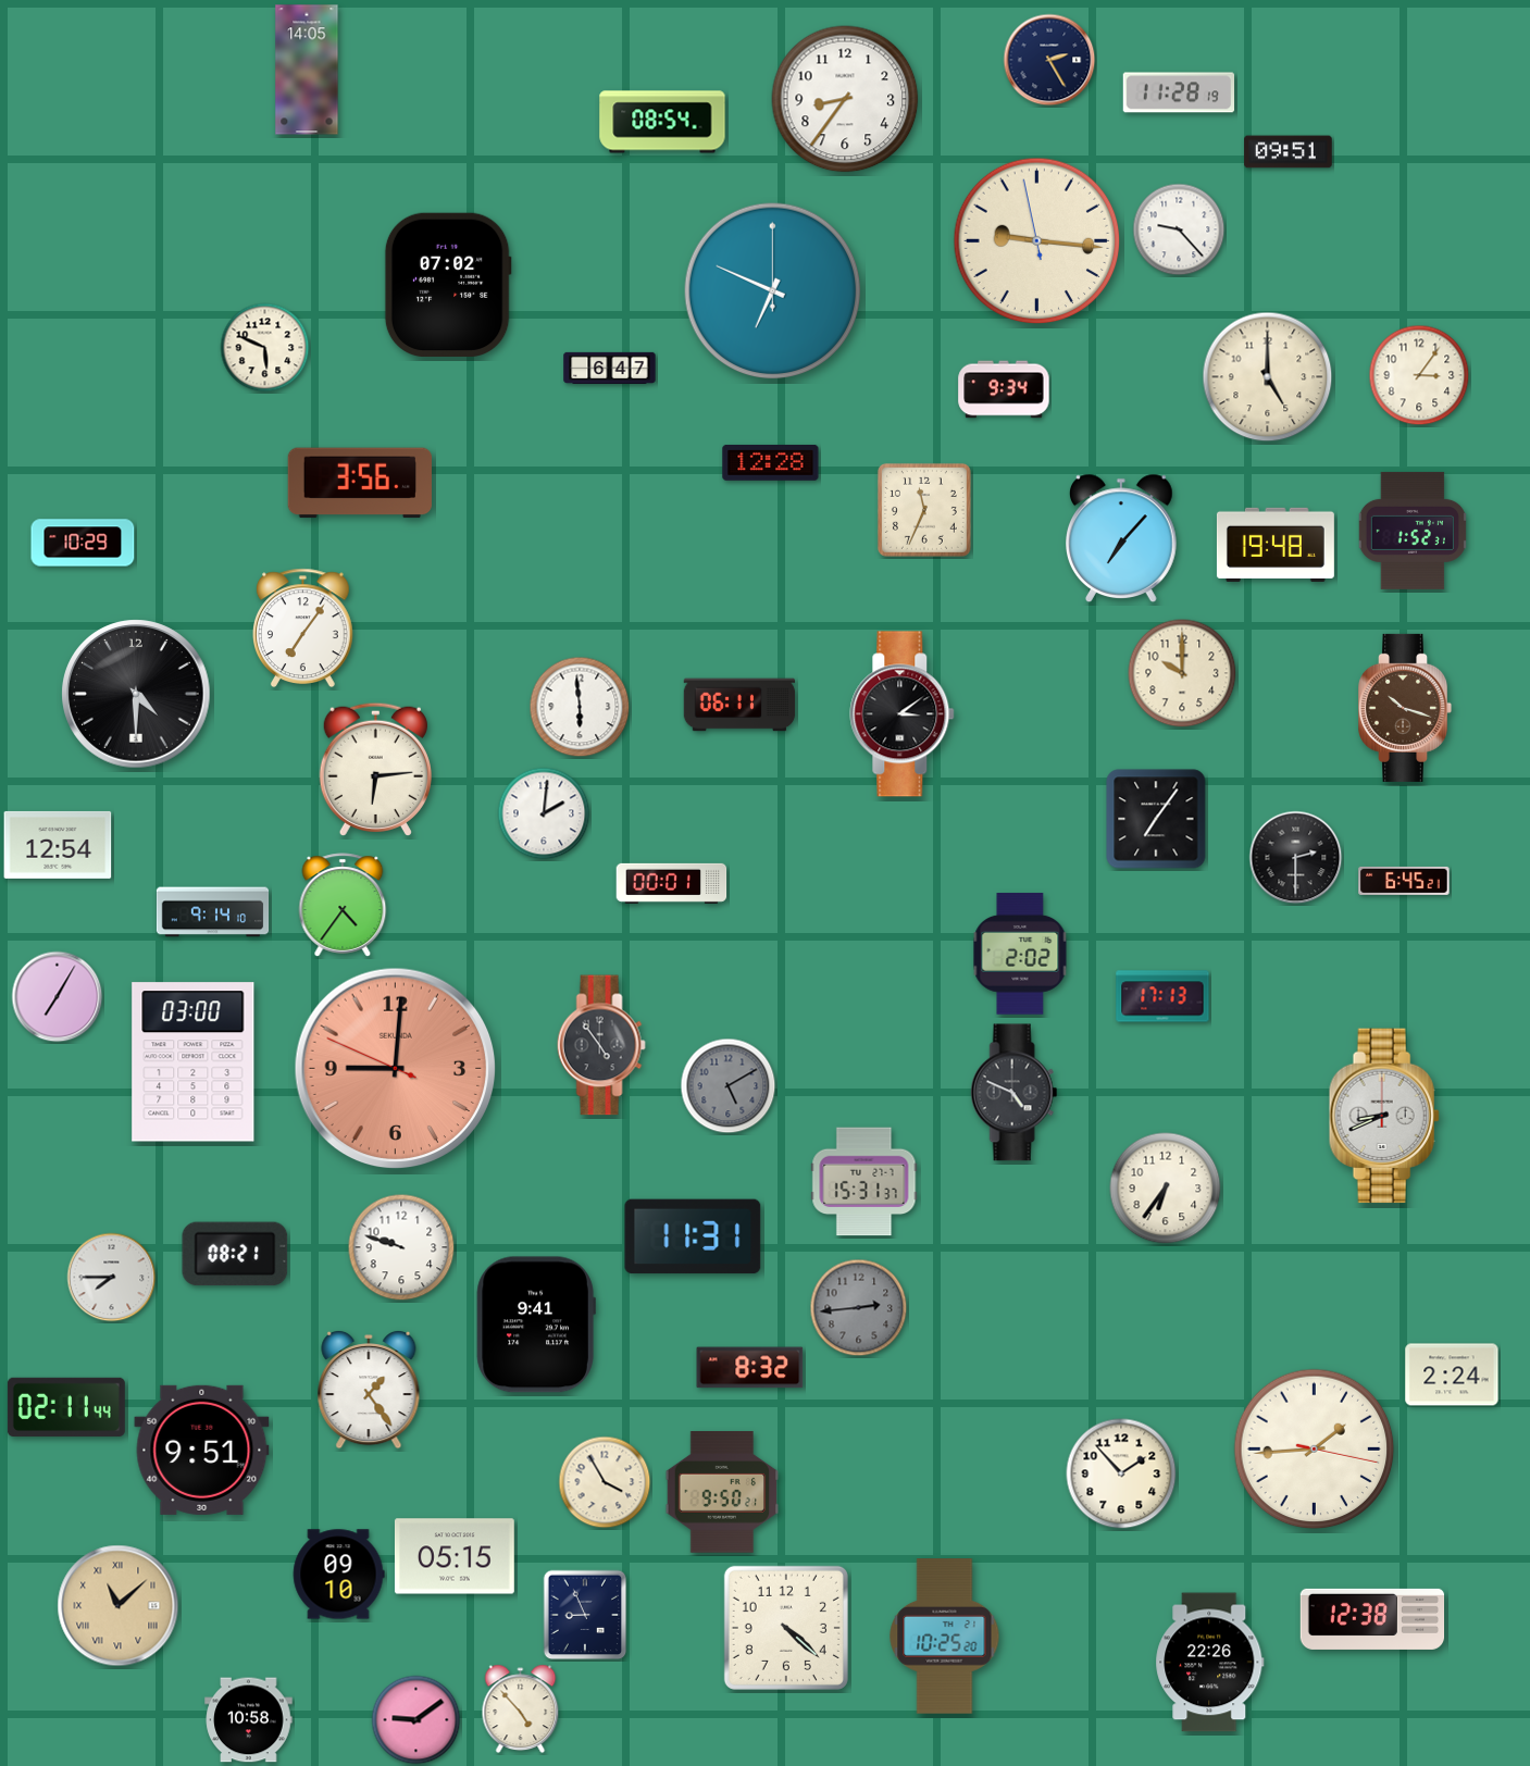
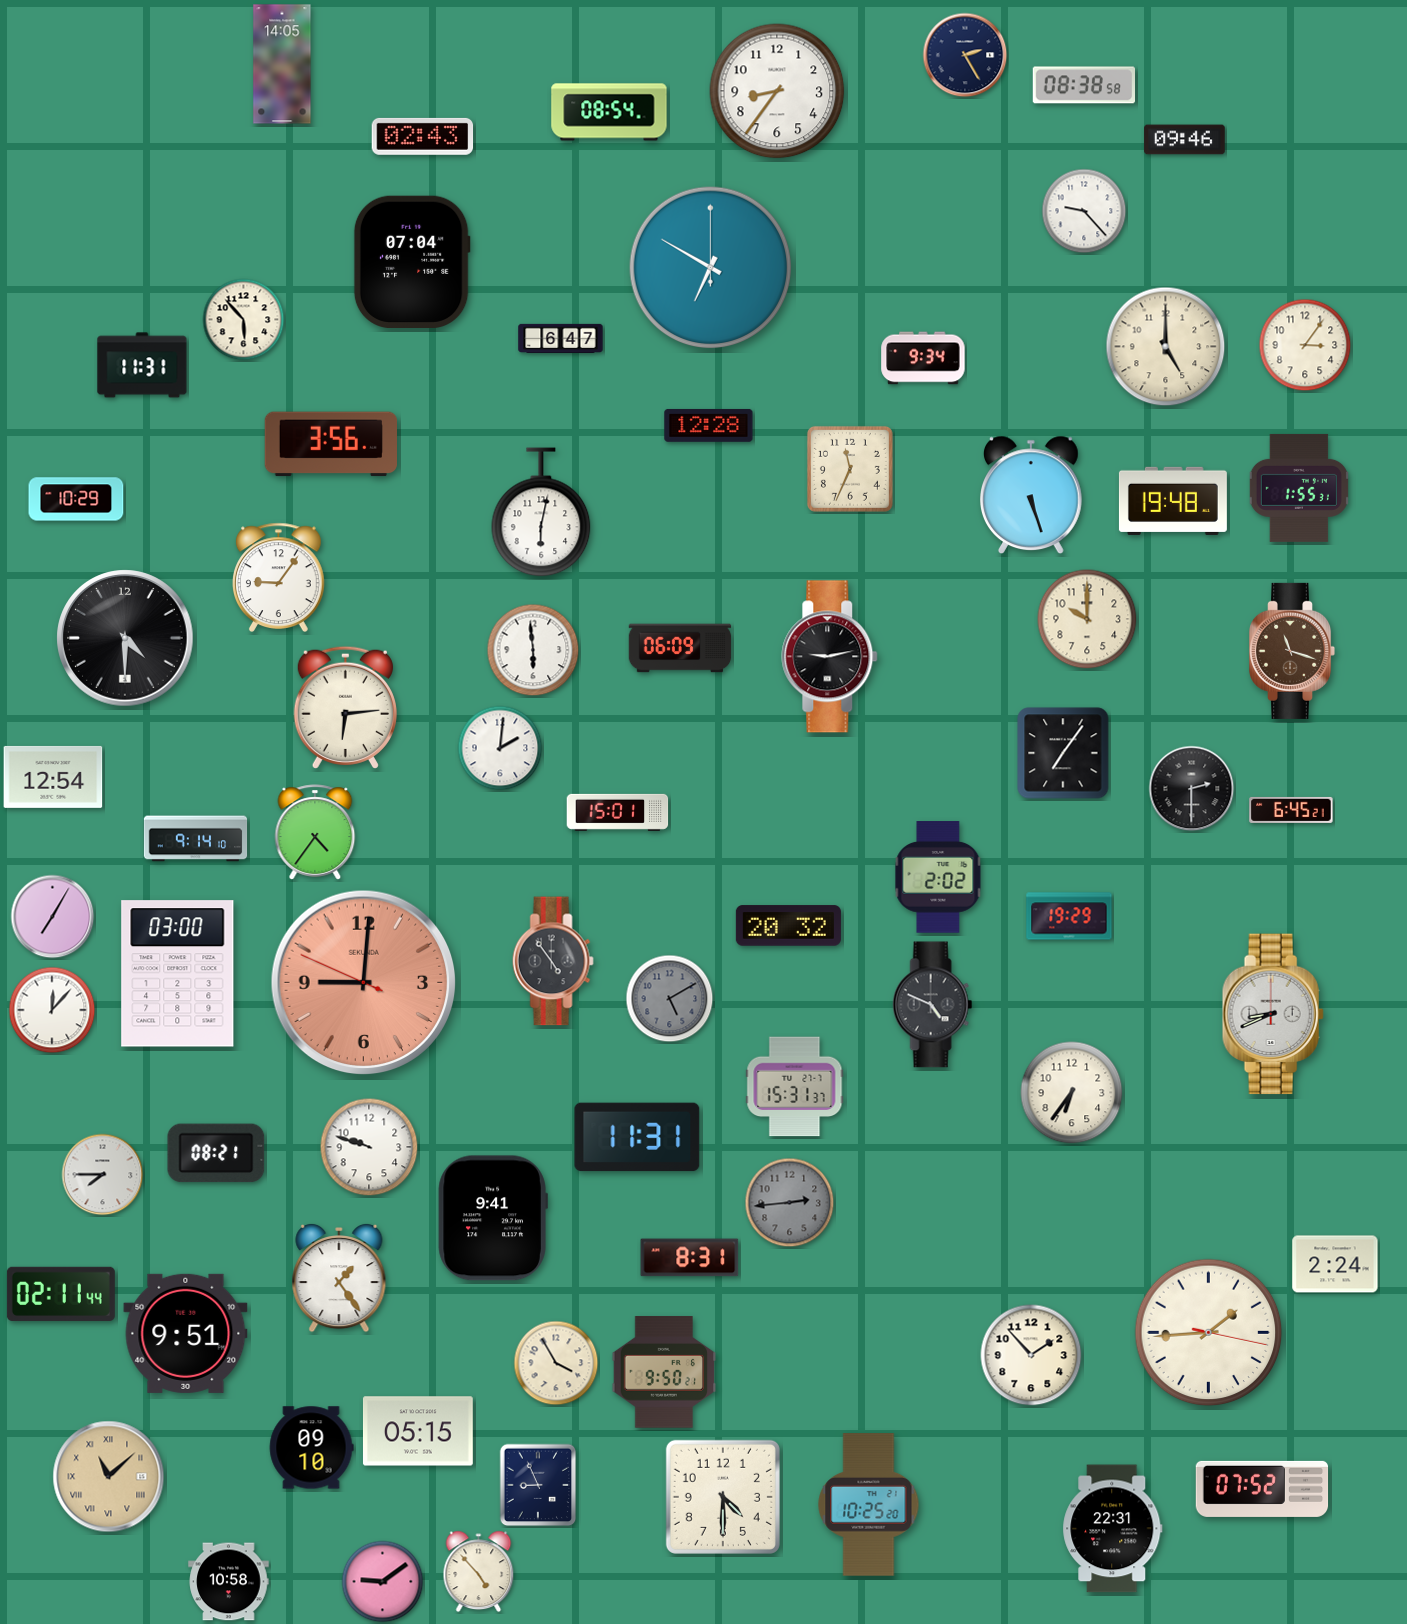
clock at (1179, 92): 11:28 -> 08:38
clock at (423, 136): none -> 02:43
clock at (1289, 152): 09:51 -> 09:46
clock at (1037, 241): 9:15 -> none
clock at (448, 284): 07:02 -> 07:04
clock at (773, 291): 6:49 -> 6:50
clock at (265, 348): 5:49 -> 5:53
clock at (142, 365): none -> 11:31
clock at (1413, 531): 1:52 -> 1:55
clock at (1122, 538): 7:07 -> 5:27
clock at (541, 512): none -> 6:02
clock at (303, 627): 7:06 -> 9:06
clock at (739, 705): 06:11 -> 06:09
clock at (1406, 708): 10:18 -> 11:18
clock at (903, 714): 3:09 -> 9:13
clock at (672, 883): 00:01 -> 15:01
clock at (1162, 996): 17:13 -> 19:29
clock at (788, 926): none -> 20:32
clock at (194, 1062) position: (194, 1062) -> (178, 974)
clock at (52, 1010): none -> 12:07
clock at (1384, 1116) position: (1384, 1116) -> (1273, 1014)
clock at (750, 1368): 8:32 -> 8:31
clock at (1372, 1619): 12:38 -> 07:52
clock at (786, 1628): 4:22 -> 4:30
clock at (1210, 1663): 22:26 -> 22:31
